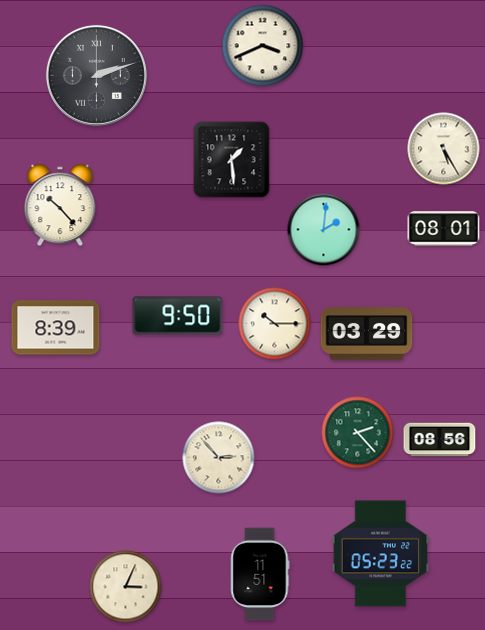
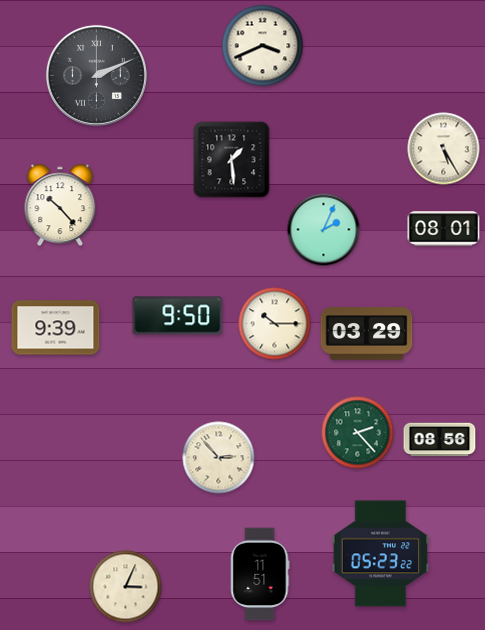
clock at (96, 75): 2:12 -> 2:11
clock at (324, 230): 2:01 -> 2:04
clock at (56, 328): 8:39 -> 9:39
